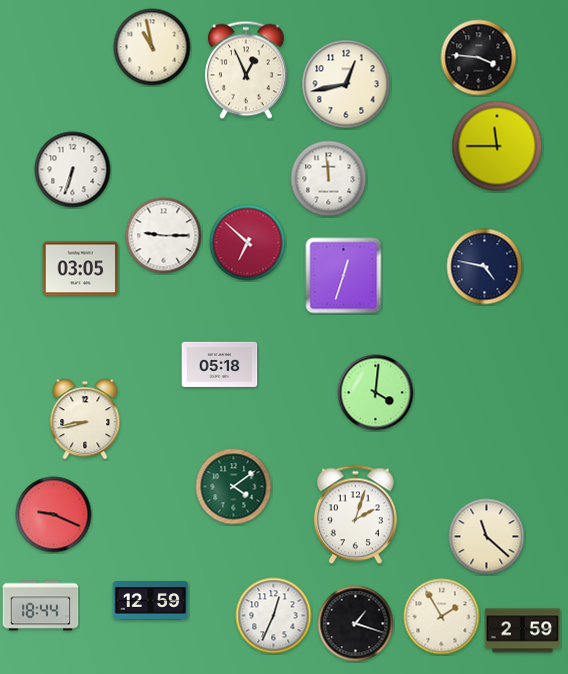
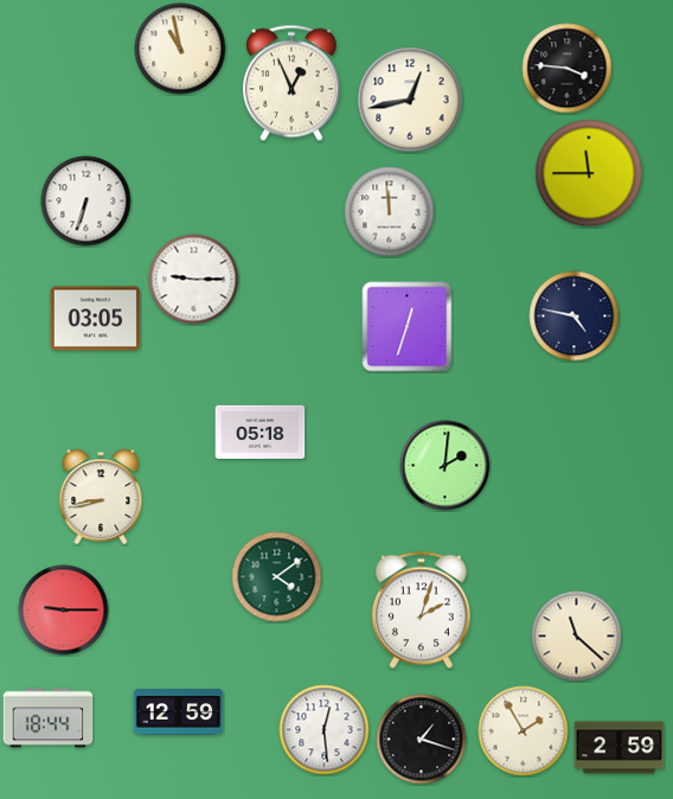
clock at (152, 47) position: (152, 47) -> (180, 49)
clock at (248, 243): 6:52 -> none
clock at (376, 393): 4:01 -> 2:01
clock at (54, 515): 9:19 -> 9:15
clock at (274, 616): 12:34 -> 12:29
